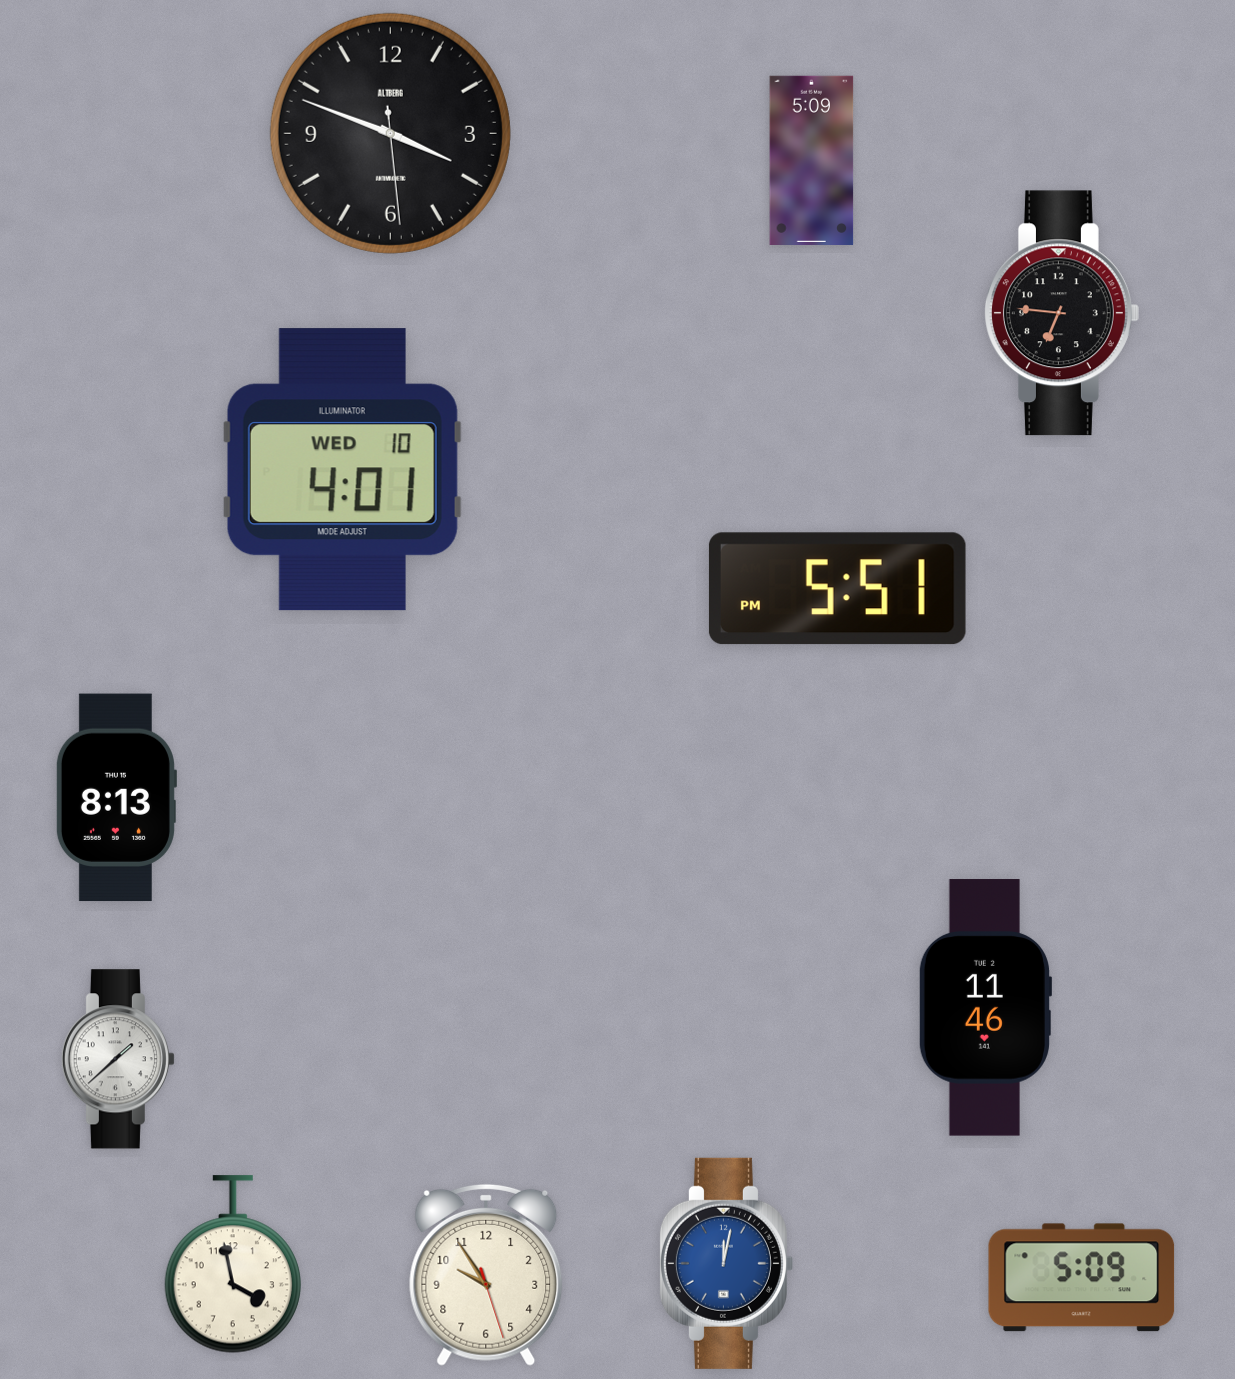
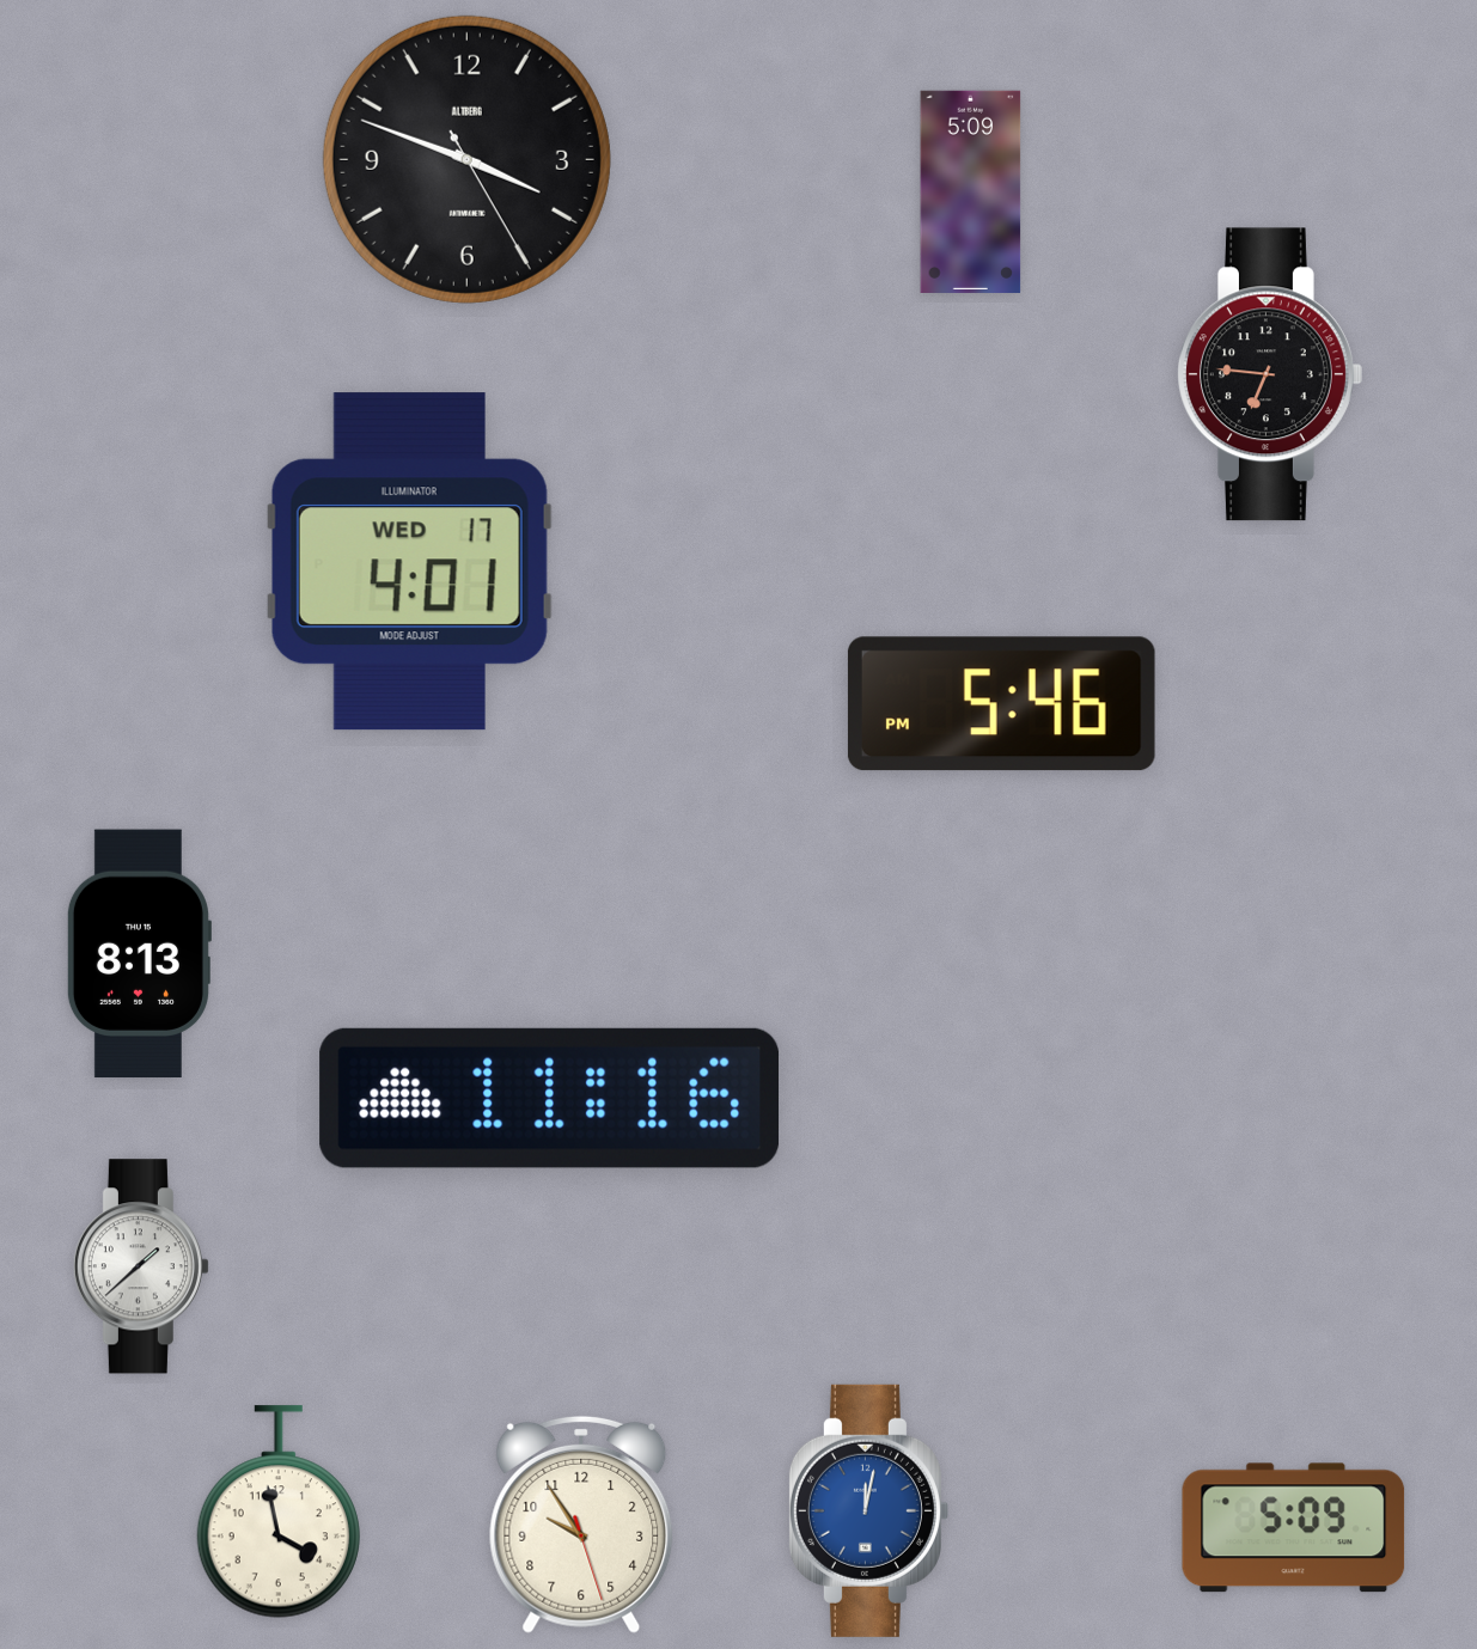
clock at (390, 133): 3:48:29 -> 3:48:25
clock at (342, 470) date: WED 10 -> WED 17
clock at (837, 589): 5:51 -> 5:46
clock at (550, 1098): none -> 11:16
clock at (984, 1008): 11:46 -> none
